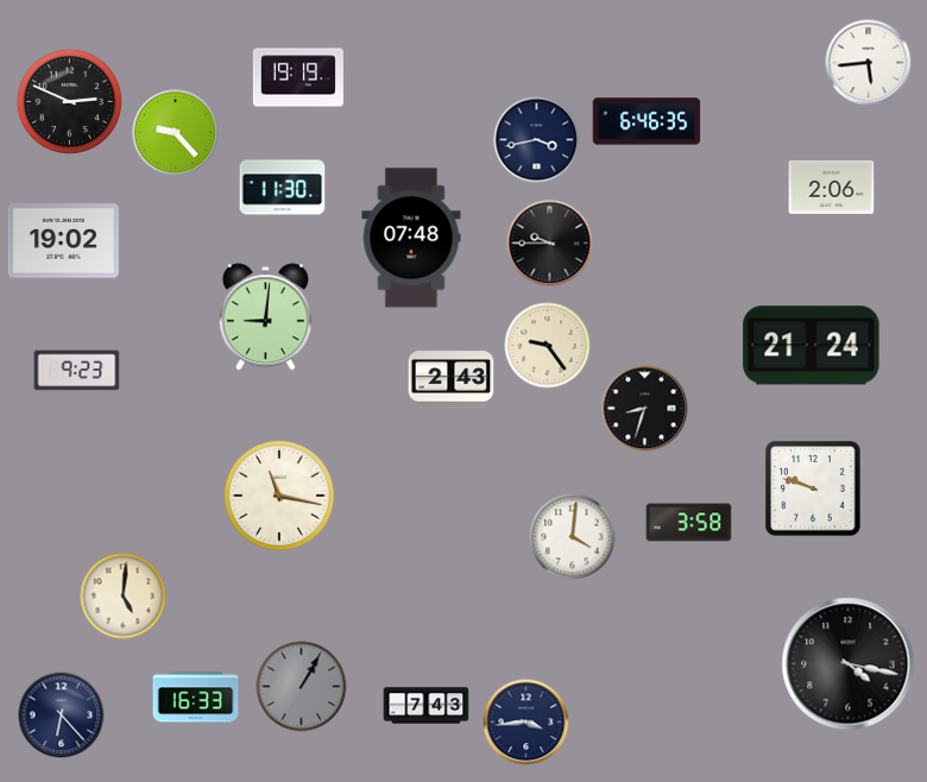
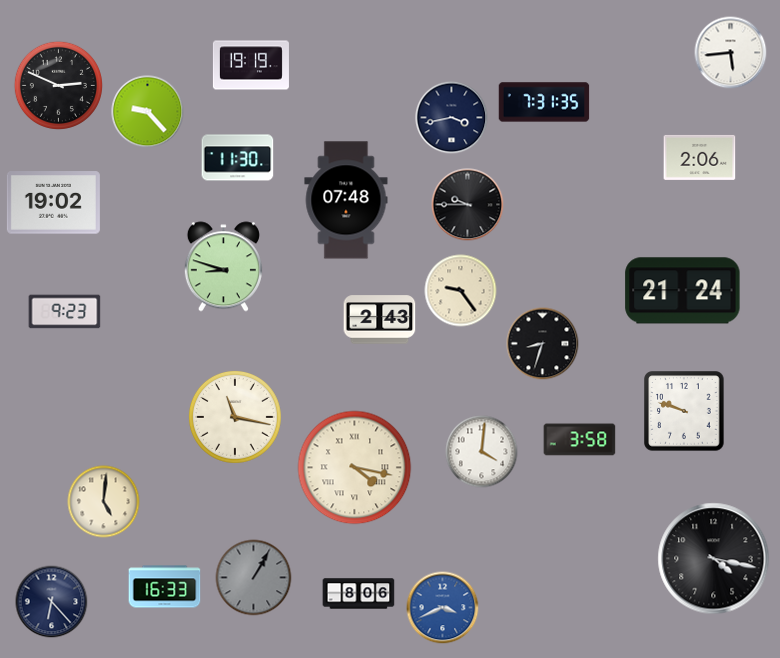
clock at (647, 121): 6:46 -> 7:31
clock at (550, 244) position: (550, 244) -> (468, 205)
clock at (265, 317): 9:01 -> 8:48
clock at (355, 468): none -> 4:17
clock at (427, 706): 7:43 -> 8:06
clock at (526, 723): 3:44 -> 3:41
clock at (526, 723) dial: navy -> blue
